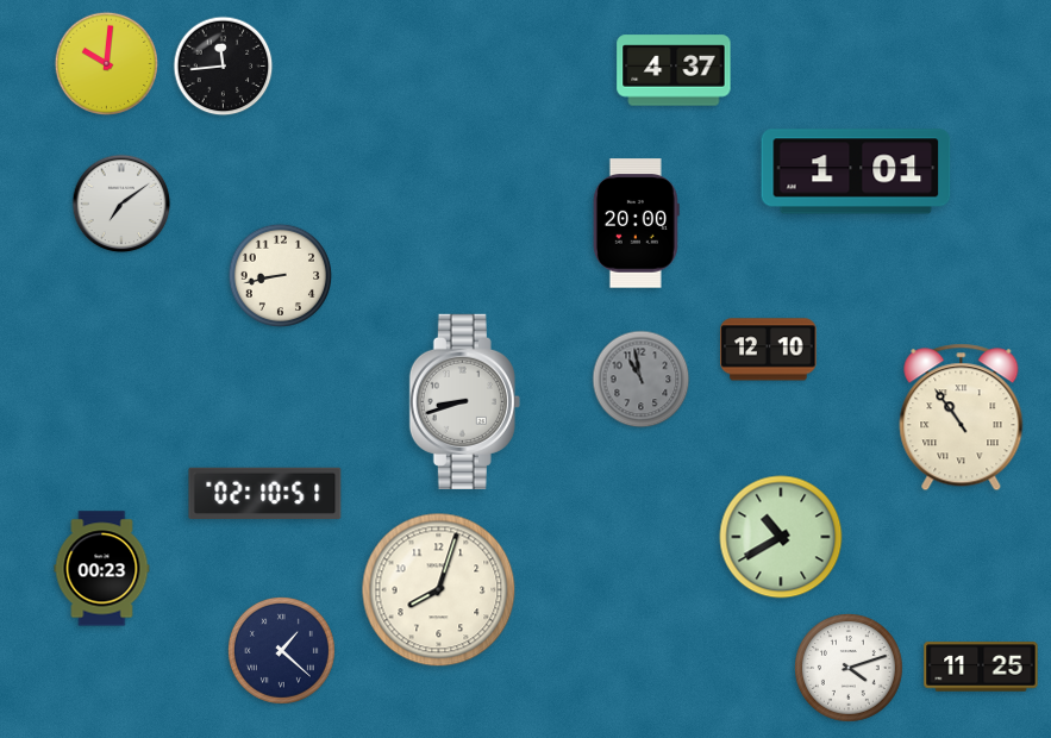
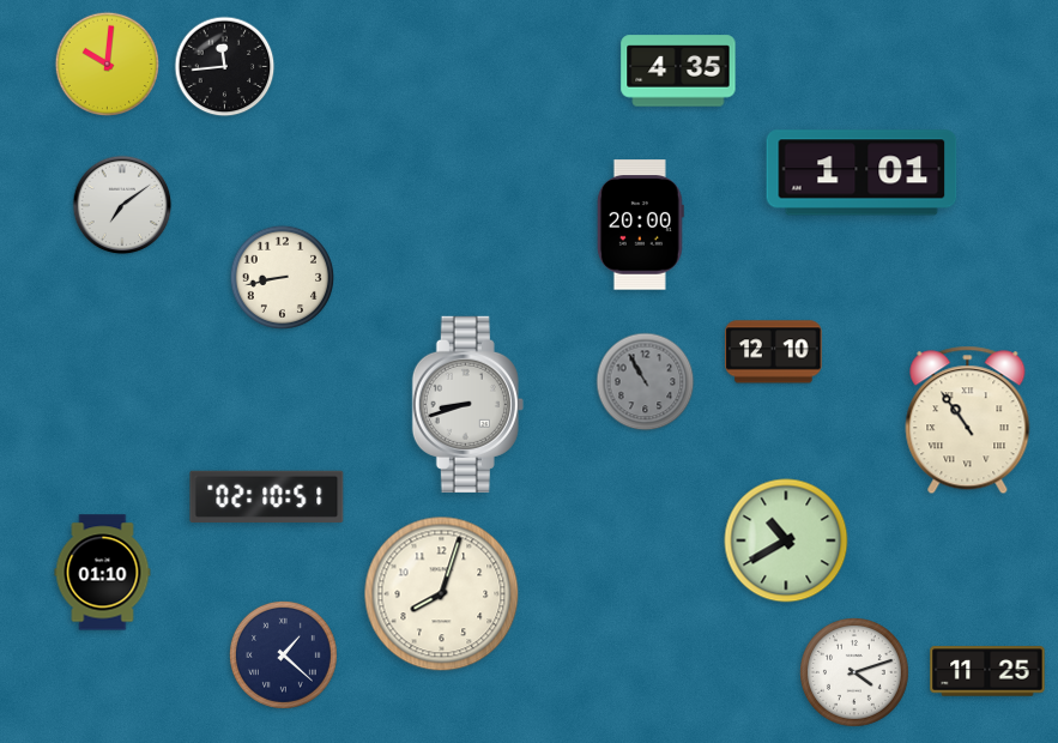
clock at (674, 70): 4:37 -> 4:35
clock at (642, 380): 10:58 -> 10:55
clock at (102, 569): 00:23 -> 01:10
